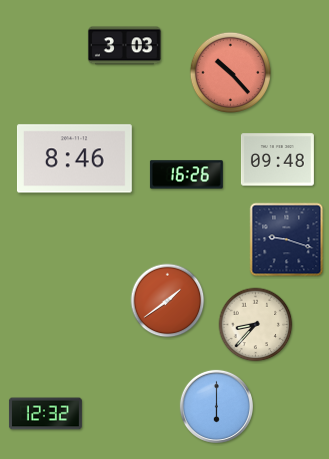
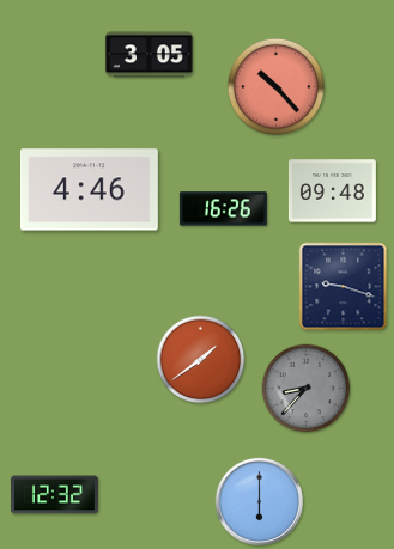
clock at (124, 46): 3:03 -> 3:05
clock at (74, 159): 8:46 -> 4:46
clock at (256, 325) dial: cream -> grey
clock at (216, 406) position: (216, 406) -> (259, 501)
